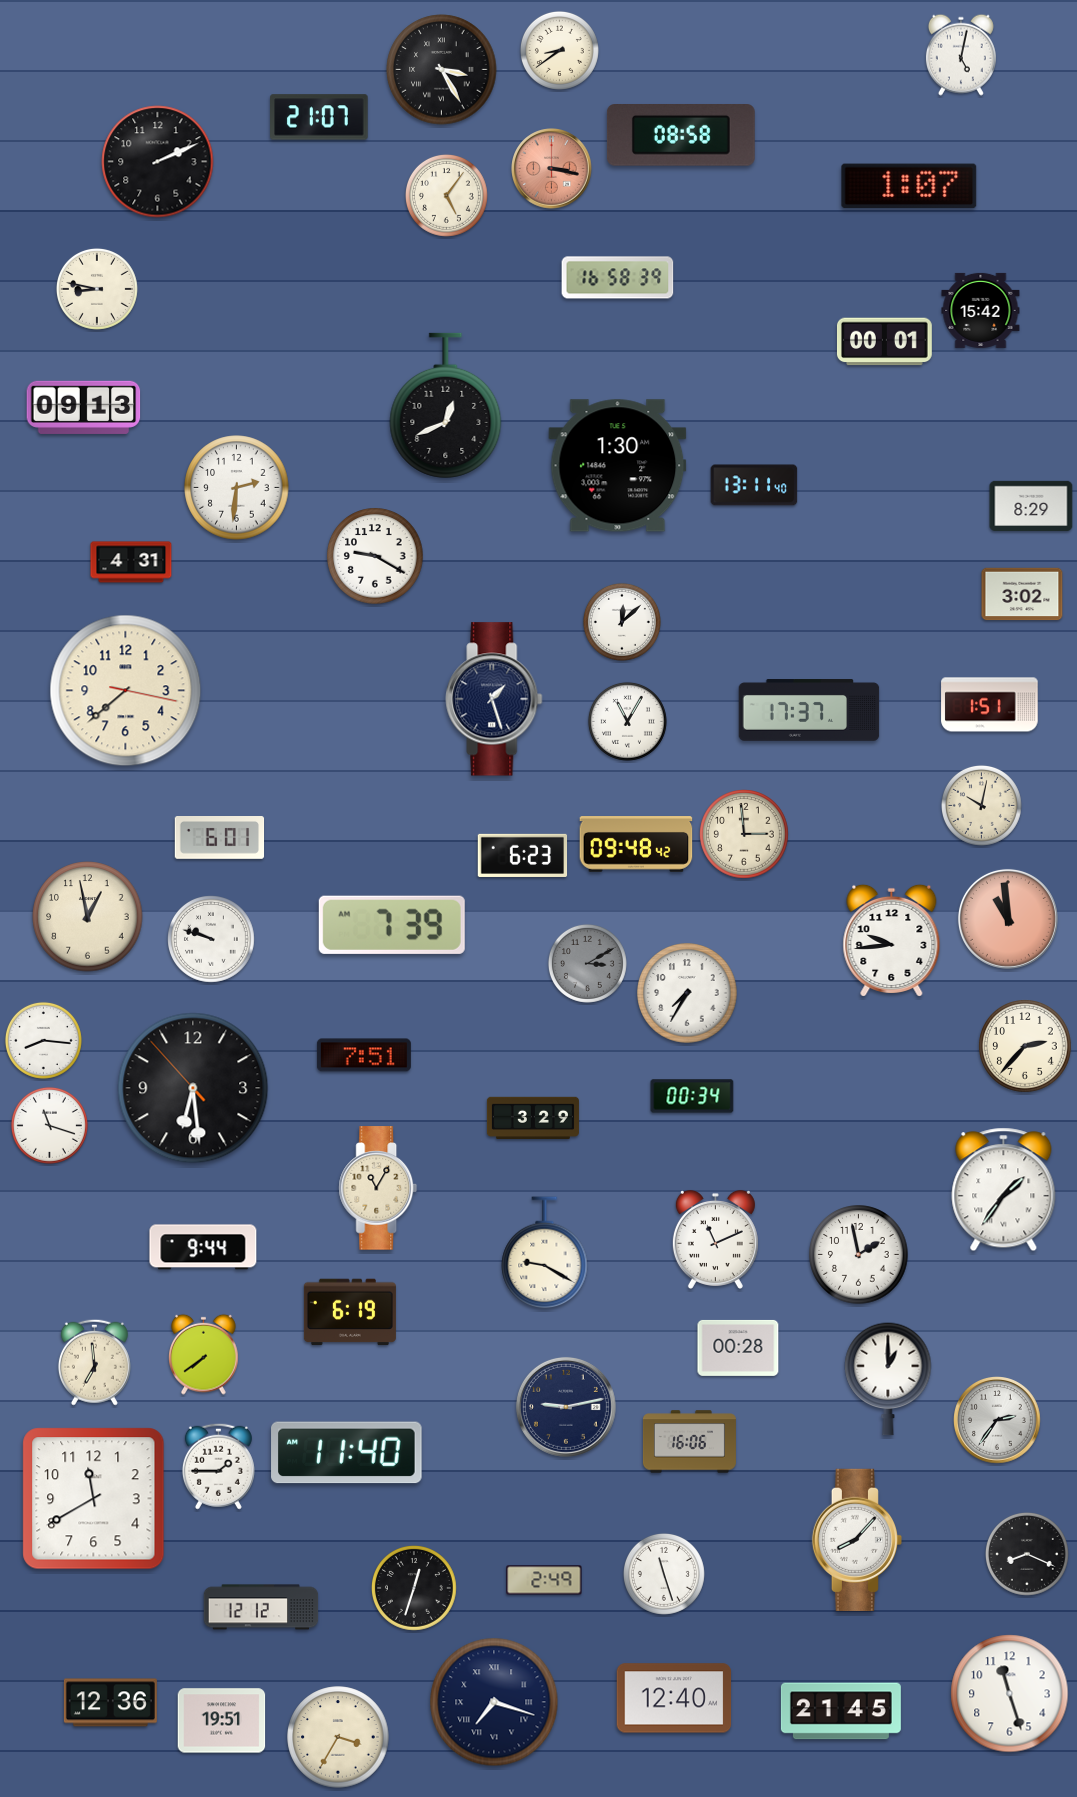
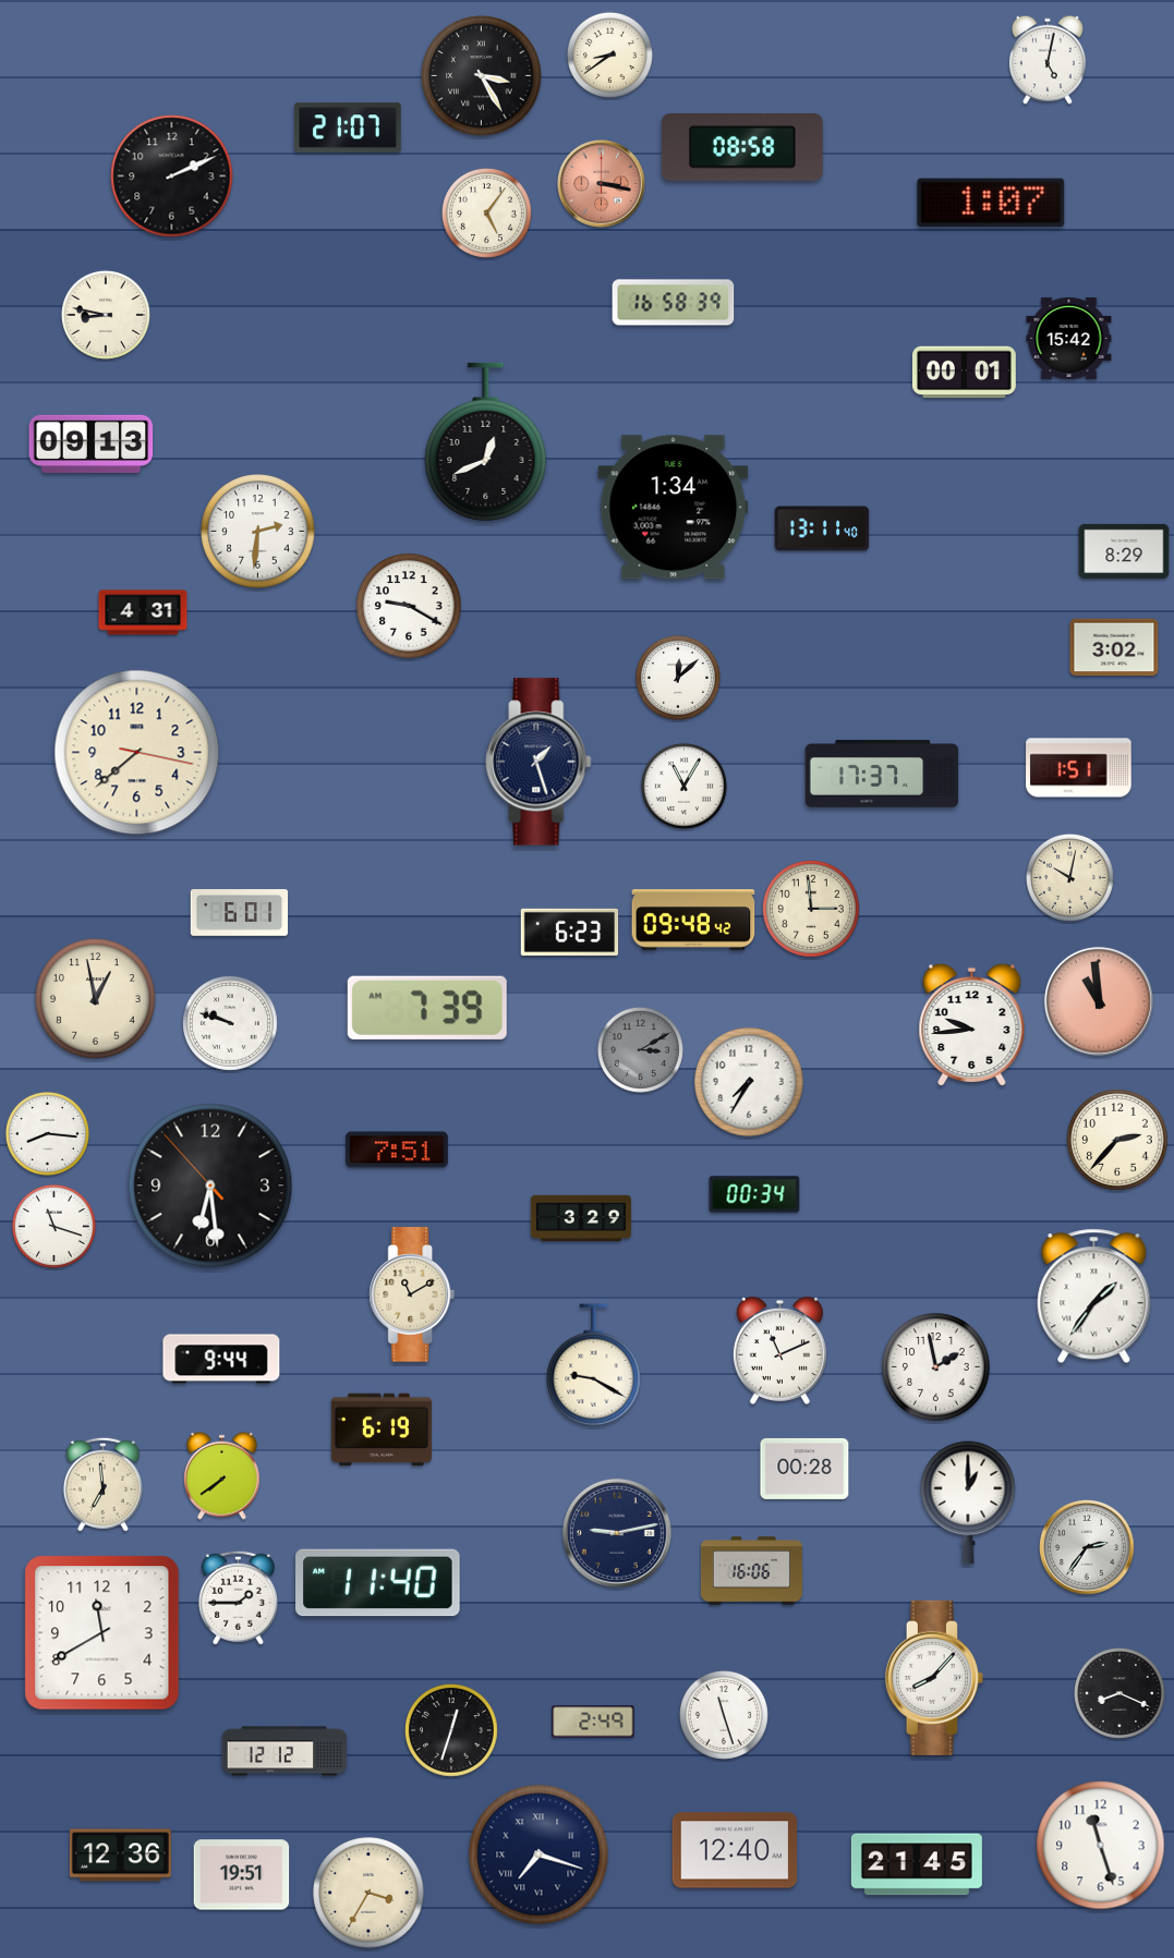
clock at (618, 466): 1:30 -> 1:34
clock at (378, 1188): 11:05 -> 11:10
